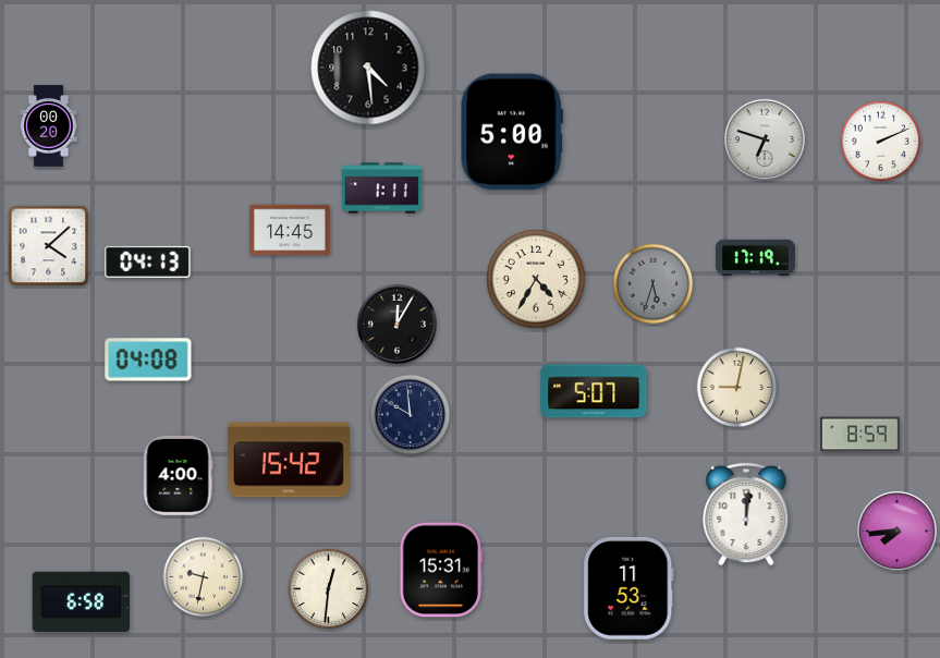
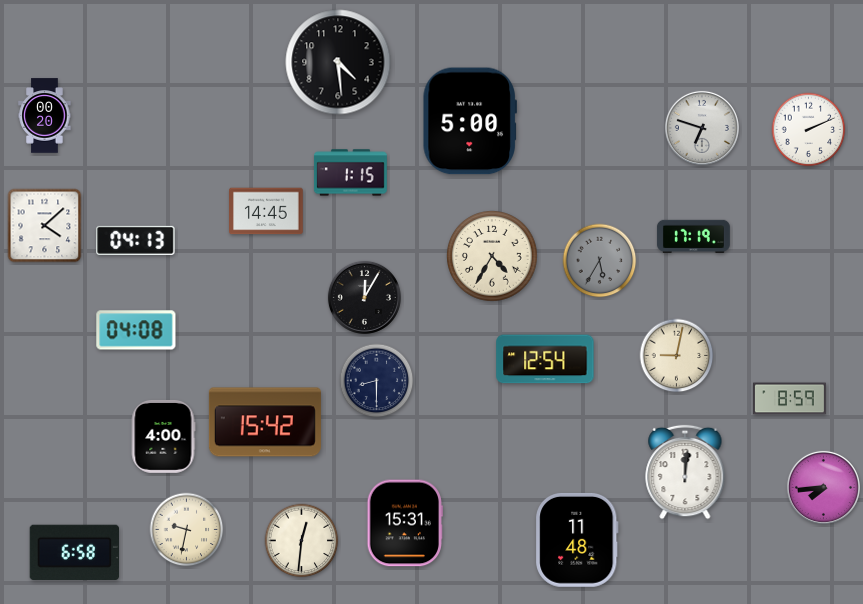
clock at (381, 188): 1:11 -> 1:15
clock at (654, 284): 5:33 -> 5:35
clock at (594, 391): 5:07 -> 12:54
clock at (411, 415): 9:59 -> 8:30
clock at (628, 588): 11:53 -> 11:48
